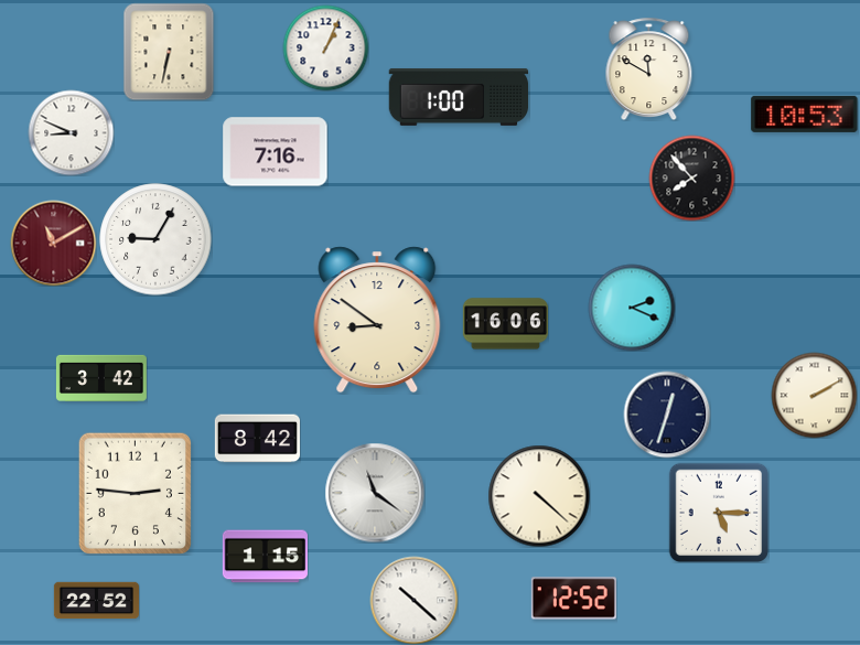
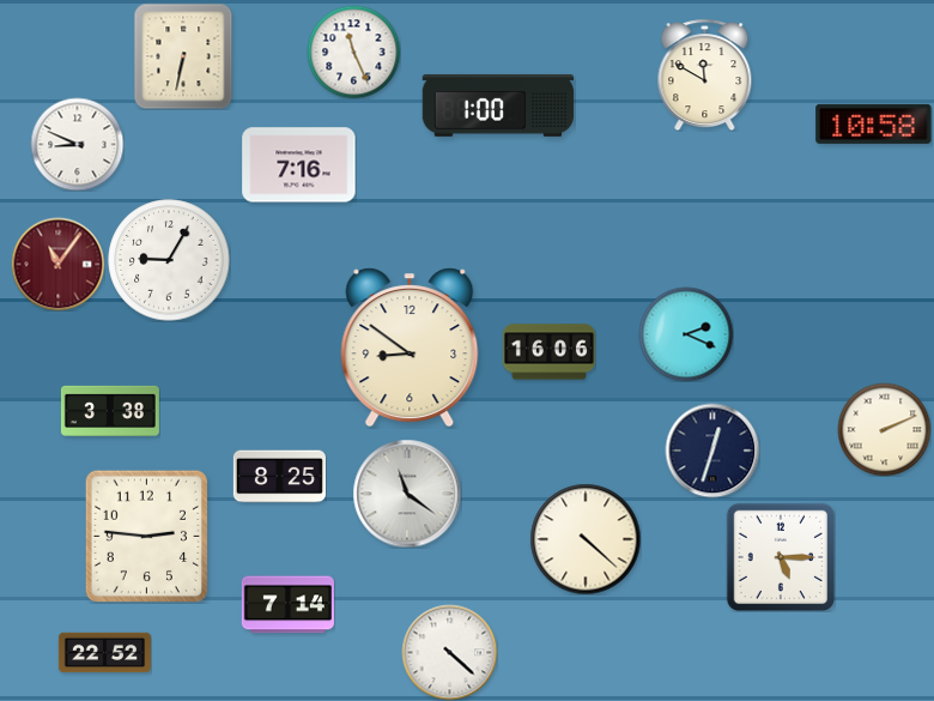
clock at (325, 47): 1:04 -> 11:26
clock at (805, 114): 10:53 -> 10:58
clock at (691, 178): 7:53 -> none
clock at (53, 243): 11:10 -> 11:06
clock at (101, 378): 3:42 -> 3:38
clock at (814, 395): 2:10 -> 2:11
clock at (667, 415) position: (667, 415) -> (712, 451)
clock at (257, 439): 8:42 -> 8:25
clock at (375, 493) position: (375, 493) -> (407, 494)
clock at (265, 557): 1:15 -> 7:14
clock at (573, 599): 12:52 -> none
clock at (413, 600): 10:22 -> 4:22
